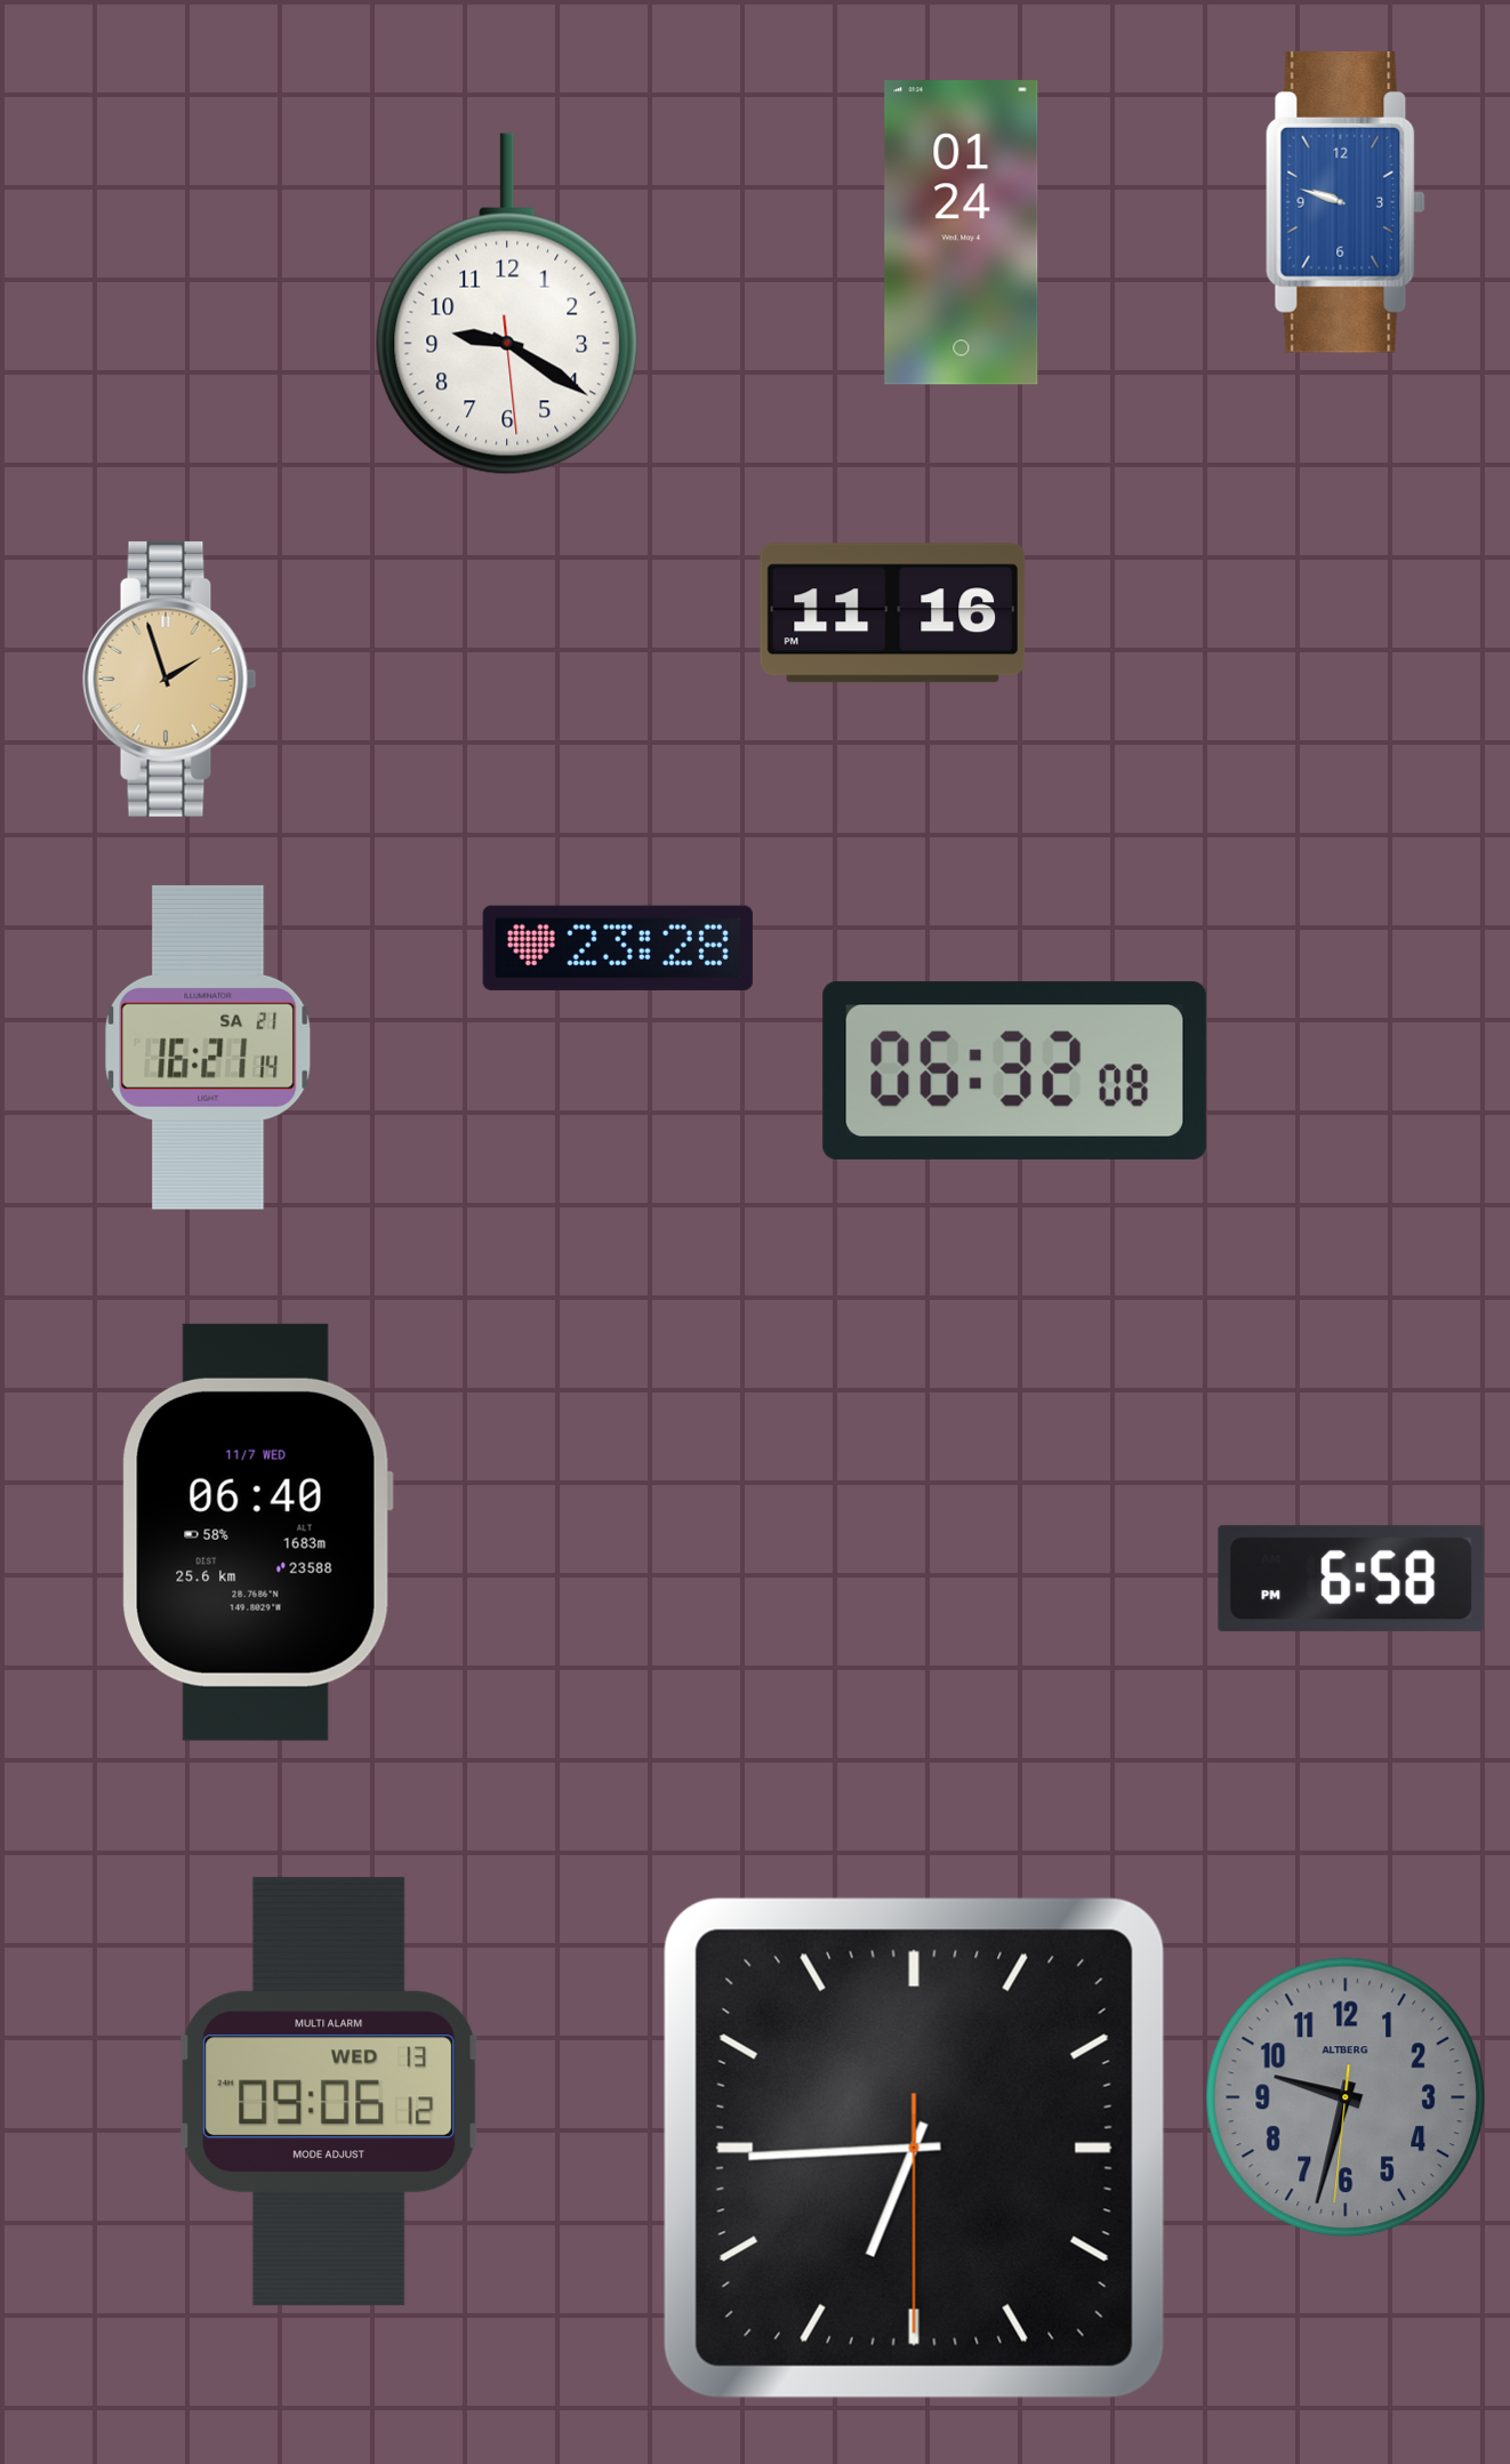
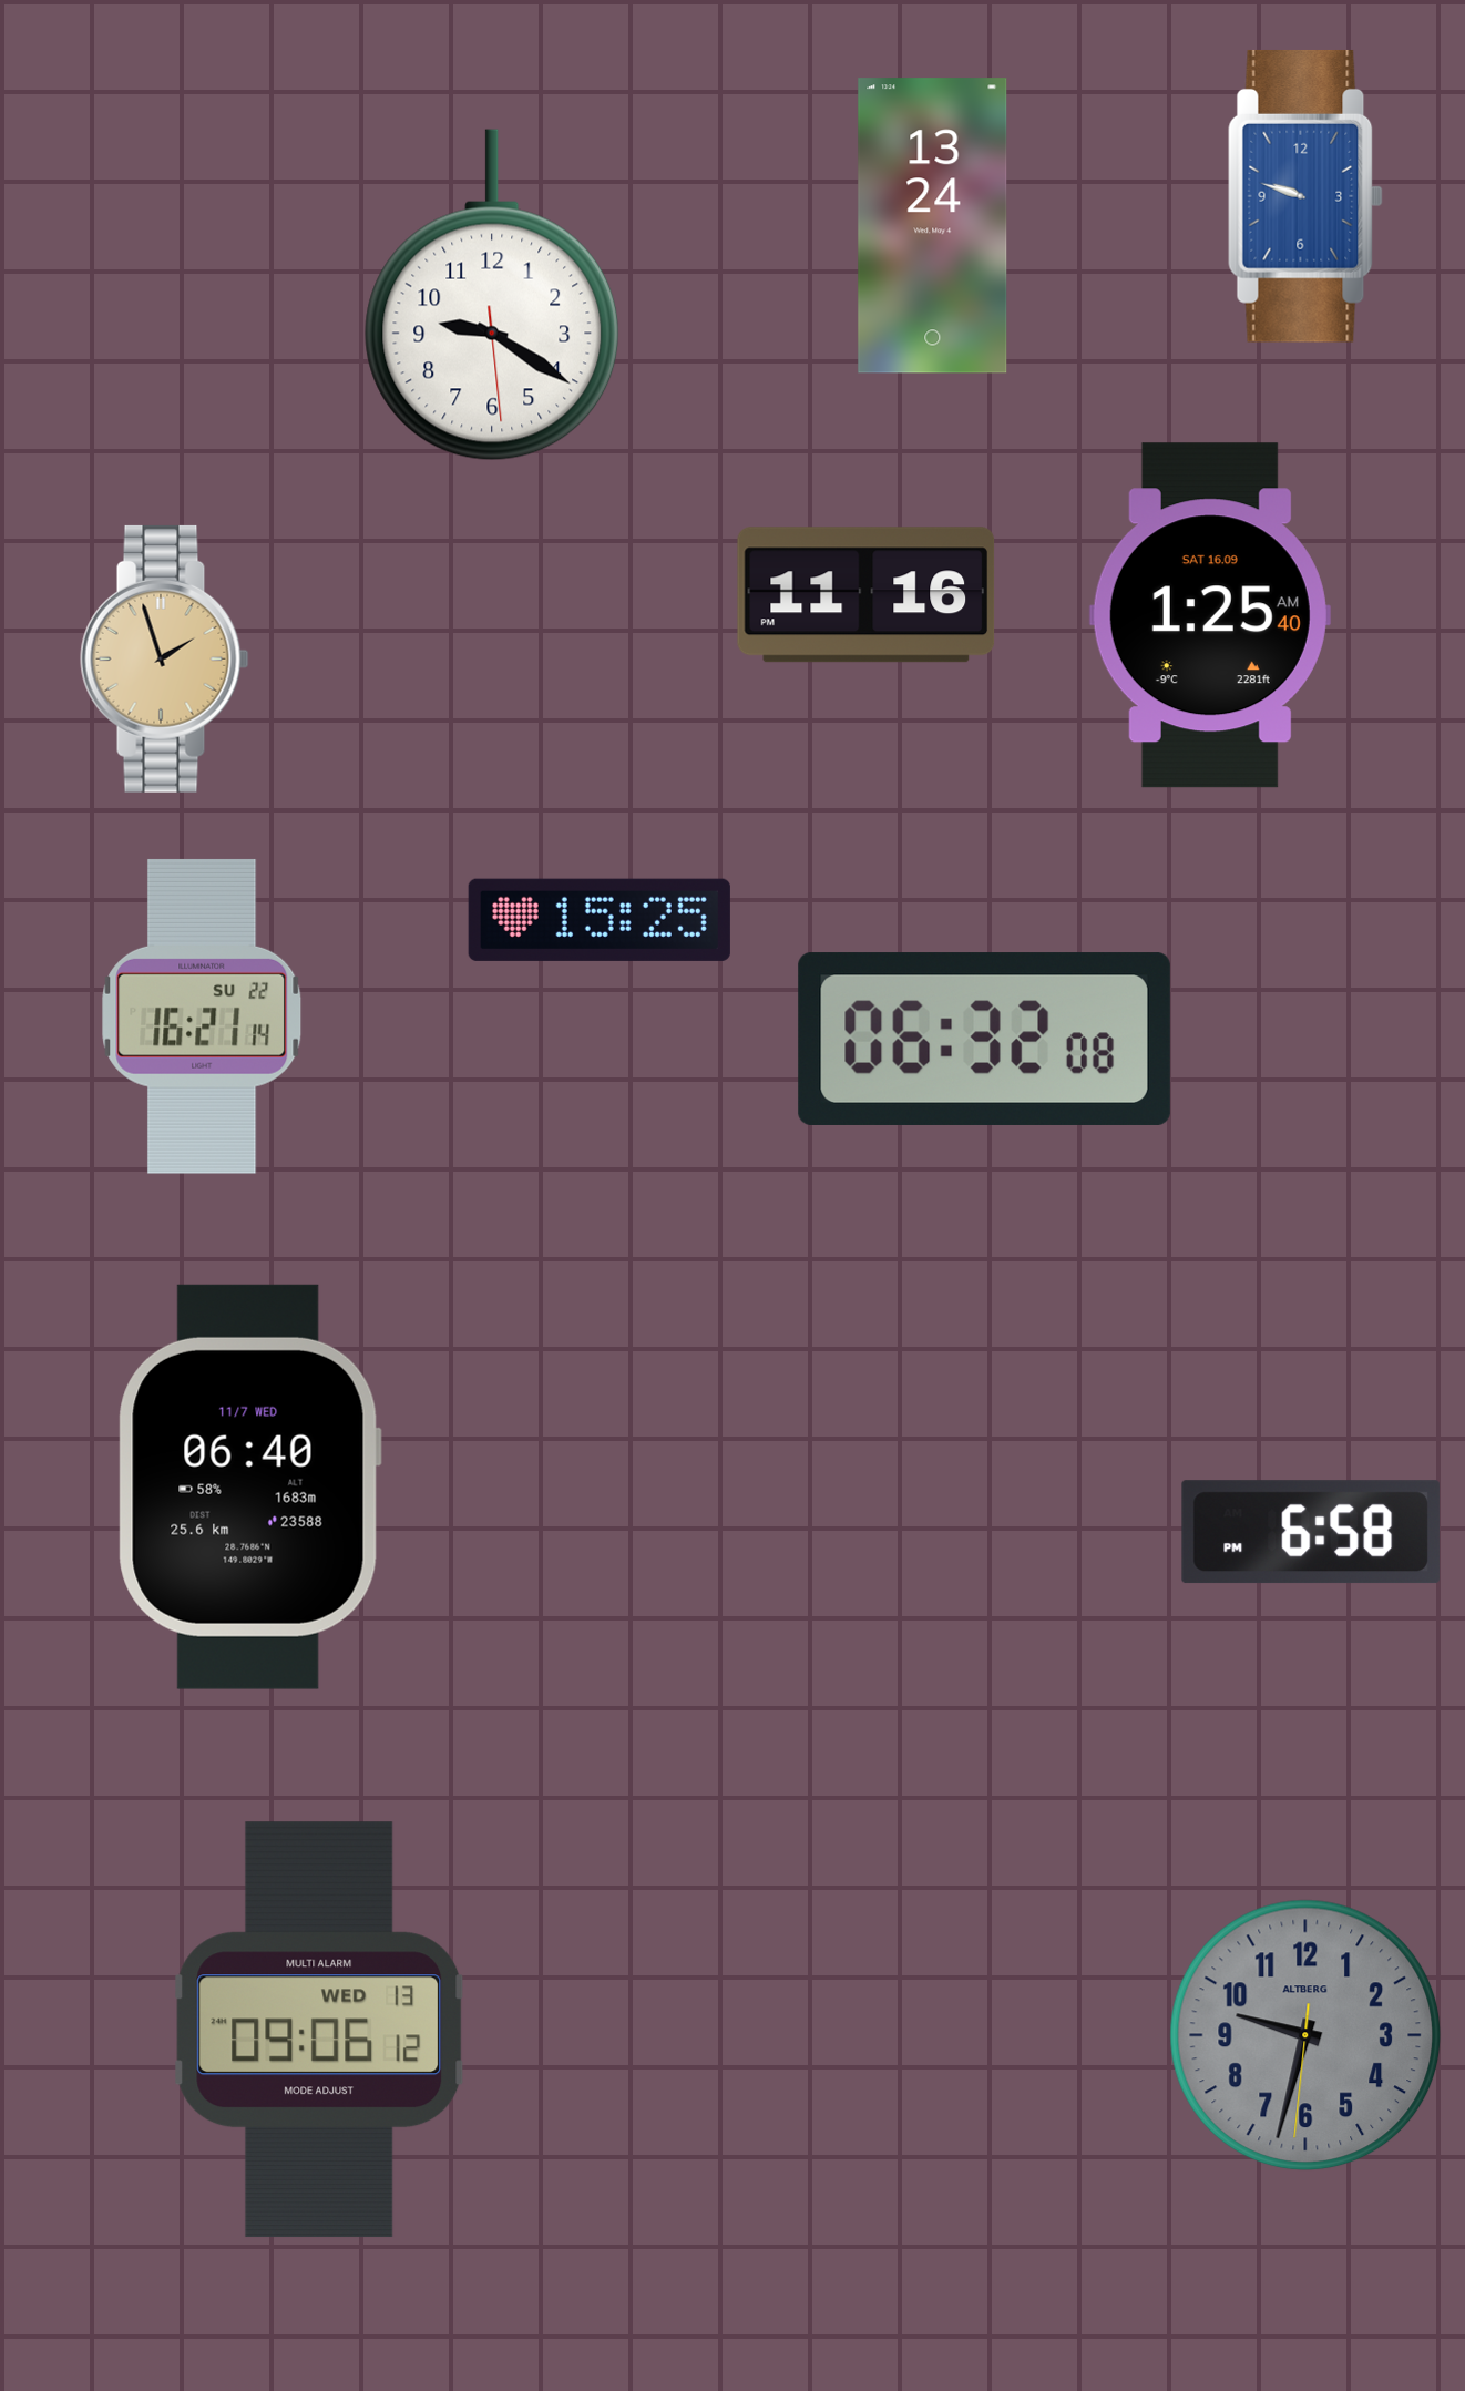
clock at (962, 233): 01:24 -> 13:24
clock at (1210, 615): none -> 1:25
clock at (618, 948): 23:28 -> 15:25
clock at (208, 1048) date: SA 21 -> SU 22
clock at (914, 2148): 6:44 -> none
